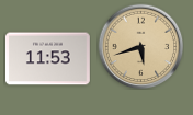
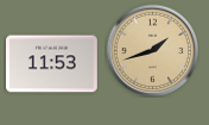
clock at (140, 46): 5:42 -> 1:42
